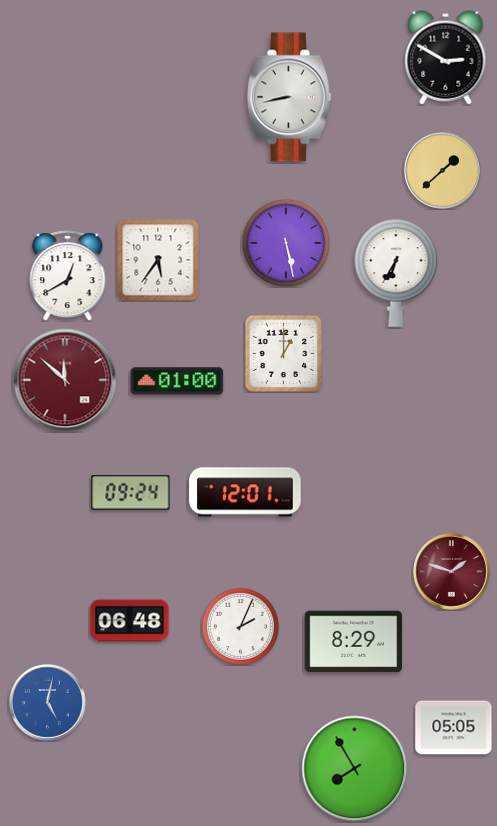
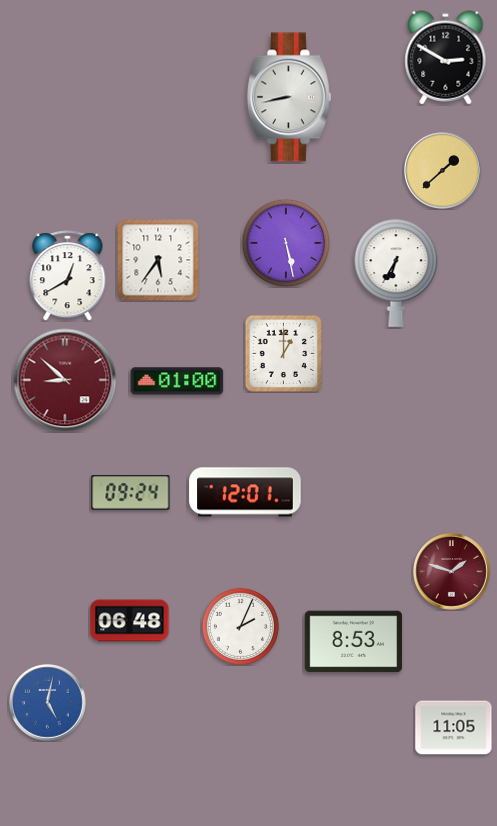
clock at (65, 380): 11:52 -> 8:52
clock at (354, 642): 8:29 -> 8:53
clock at (454, 728): 05:05 -> 11:05
clock at (355, 769): 7:55 -> none
